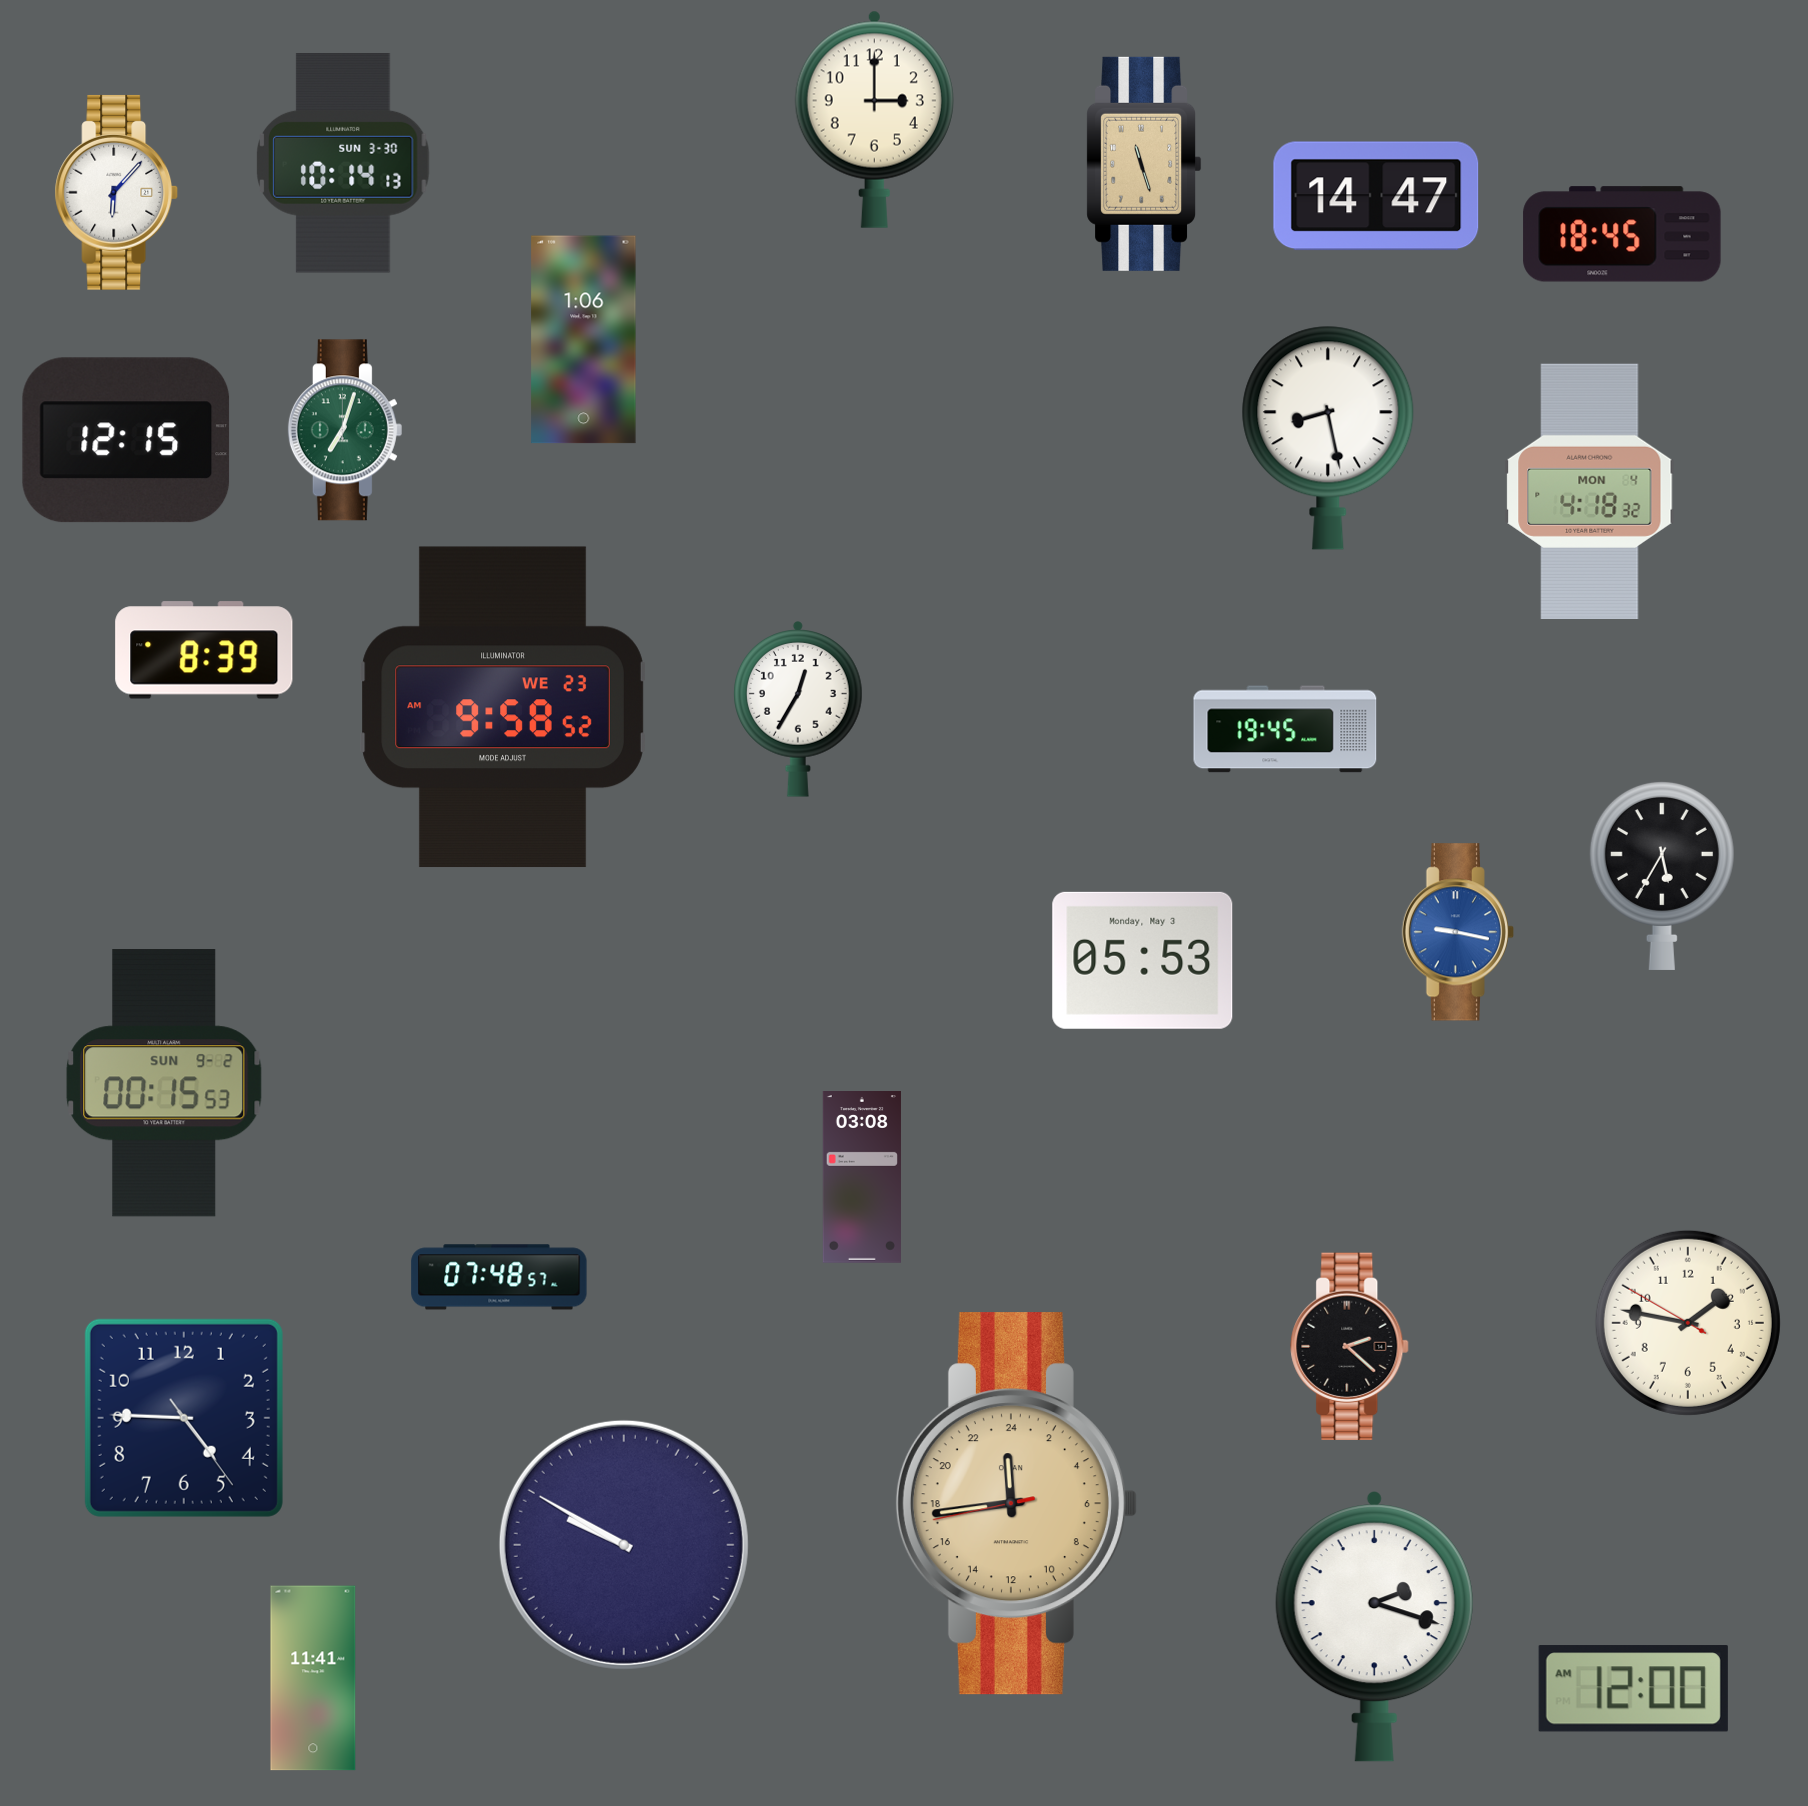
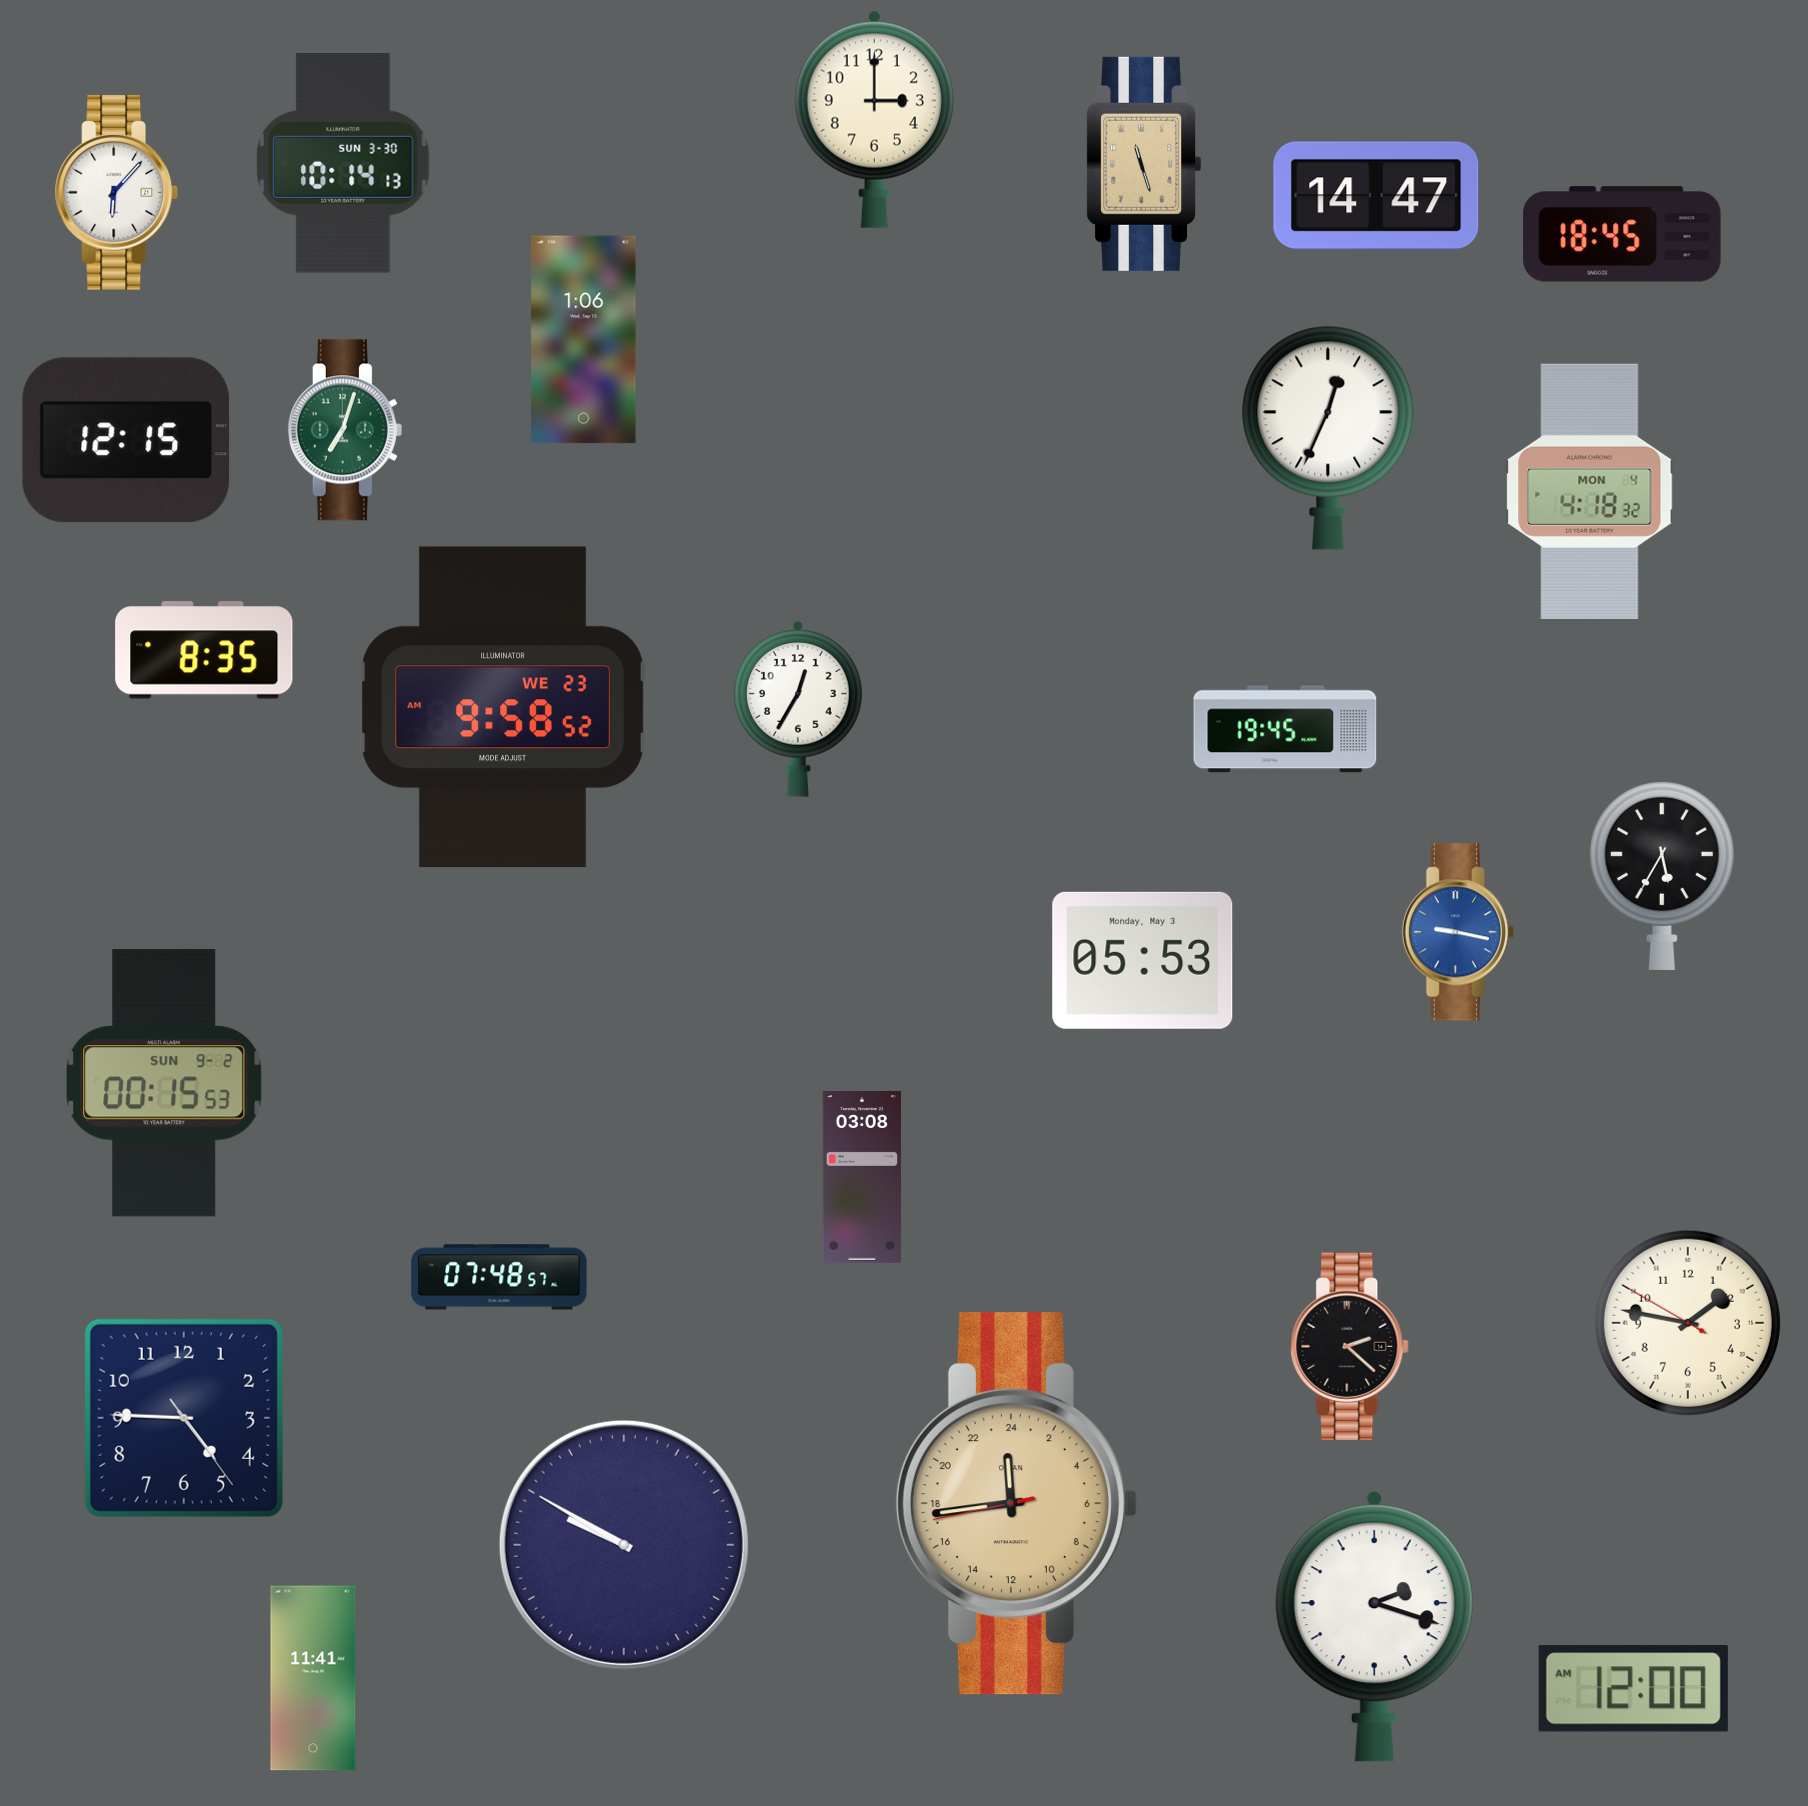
clock at (1328, 438): 8:28 -> 12:34
clock at (204, 650): 8:39 -> 8:35
